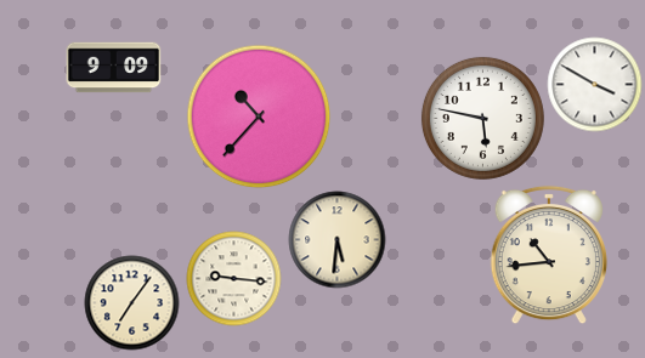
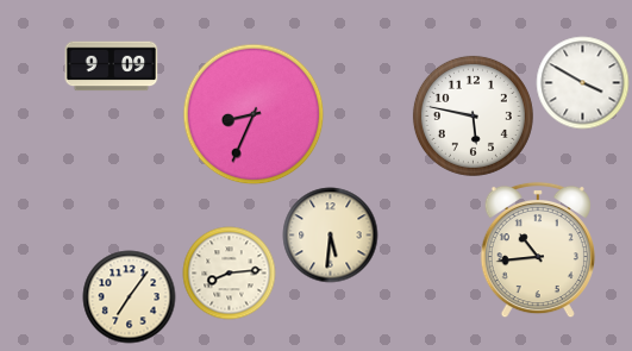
clock at (259, 117): 10:37 -> 8:34
clock at (233, 278): 9:16 -> 8:14
